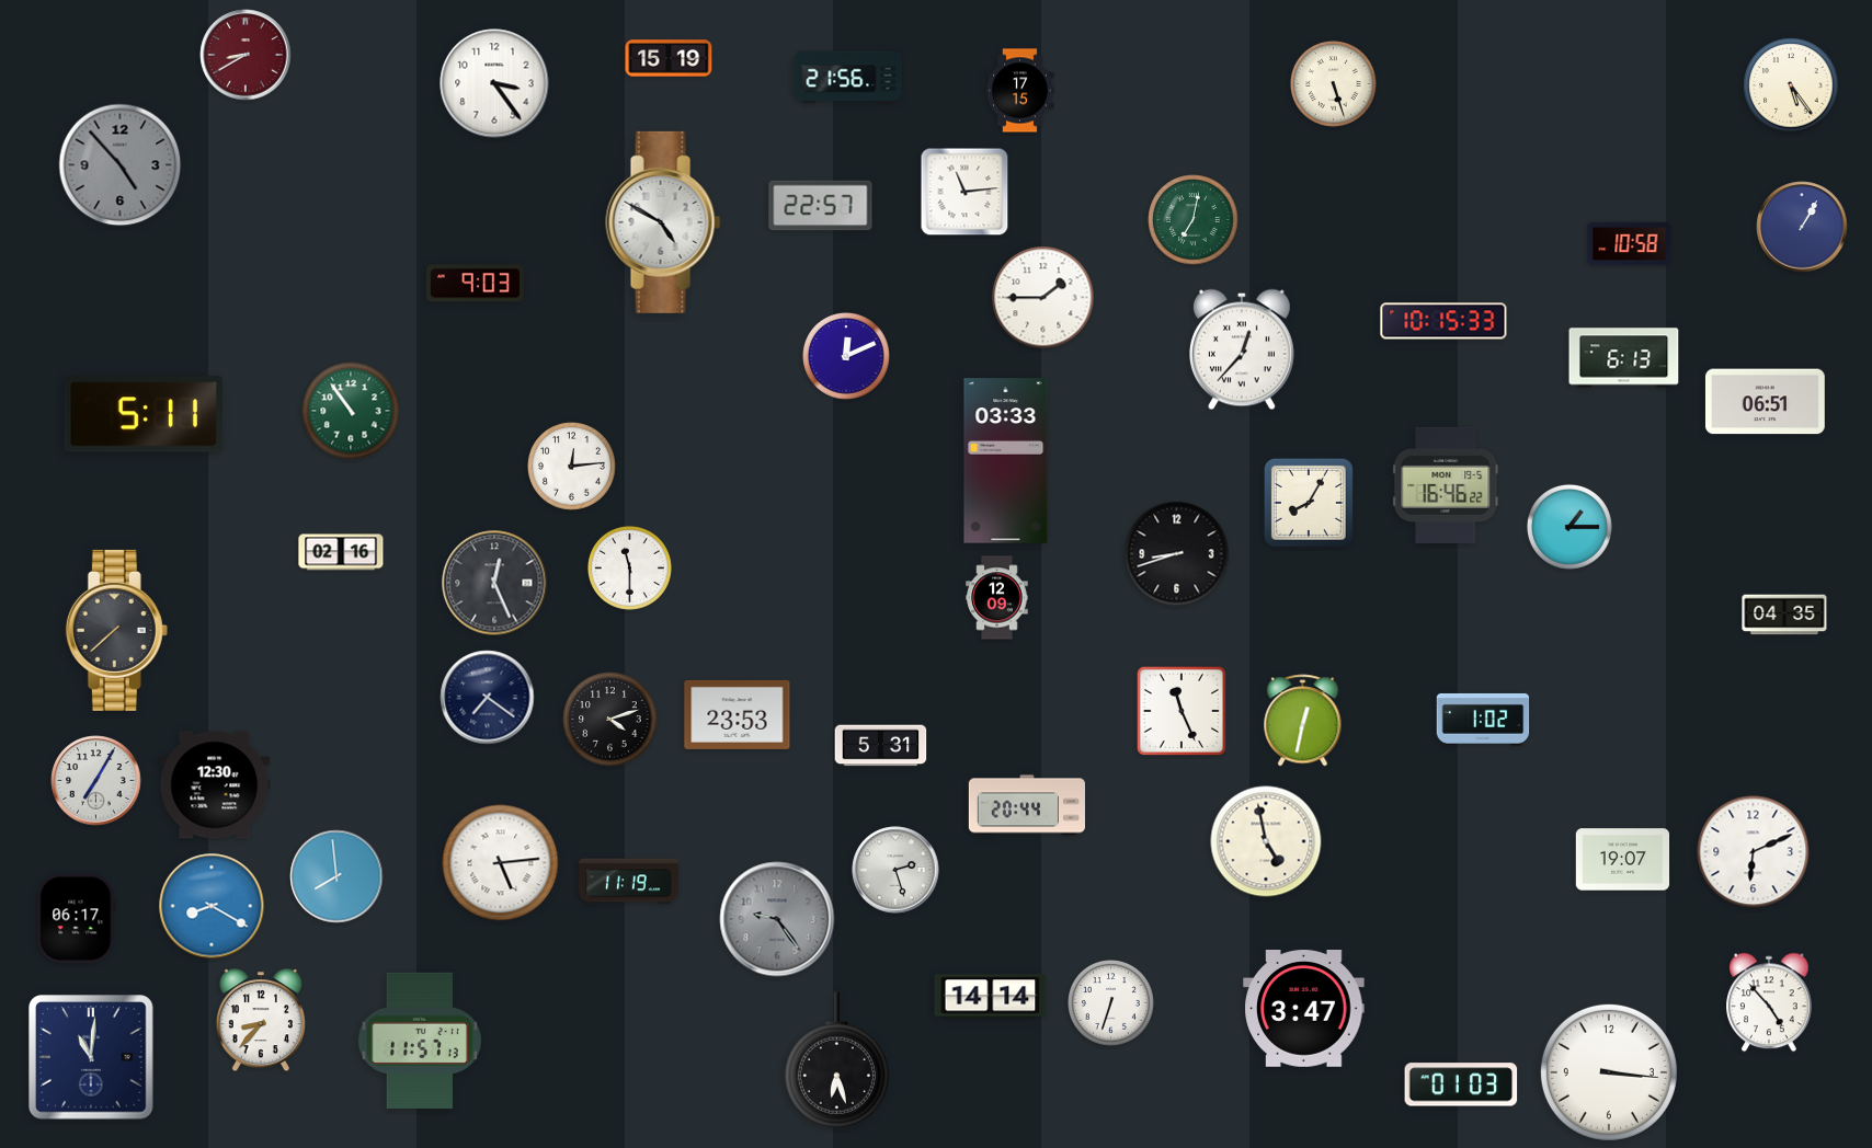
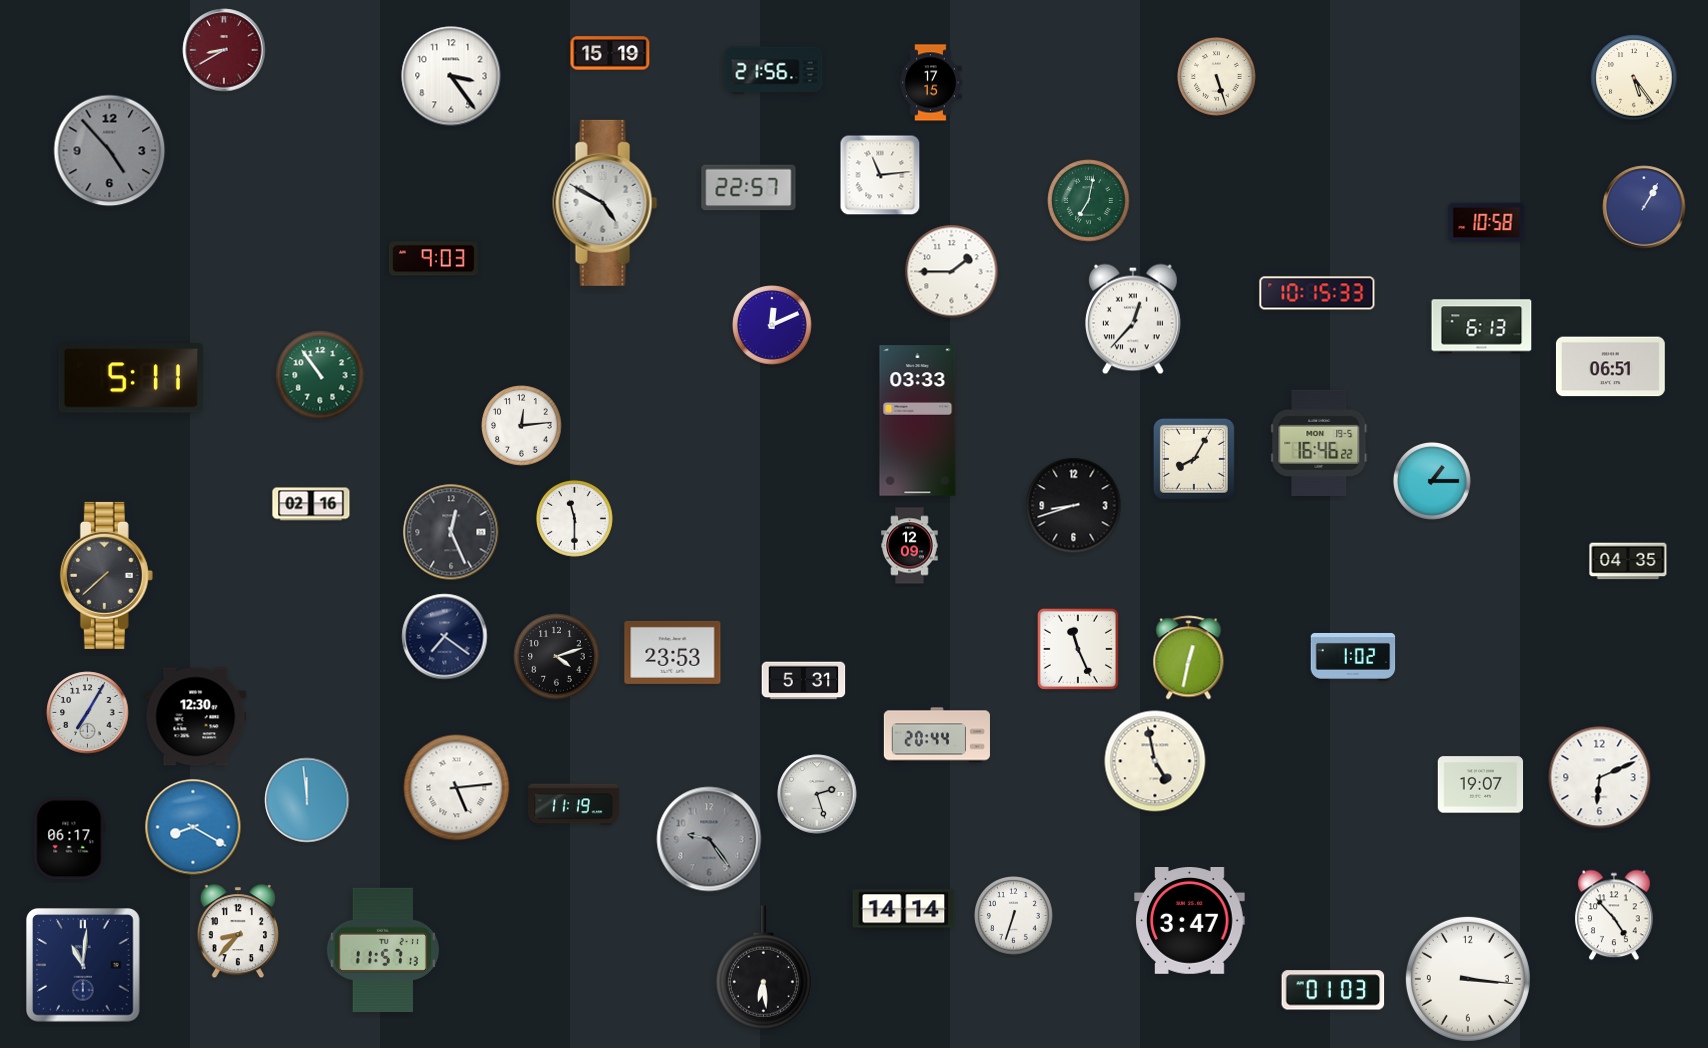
clock at (1266, 841) position: (1266, 841) -> (1155, 761)
clock at (336, 876): 7:59 -> 11:59
clock at (836, 1060): 6:27 -> 6:29
